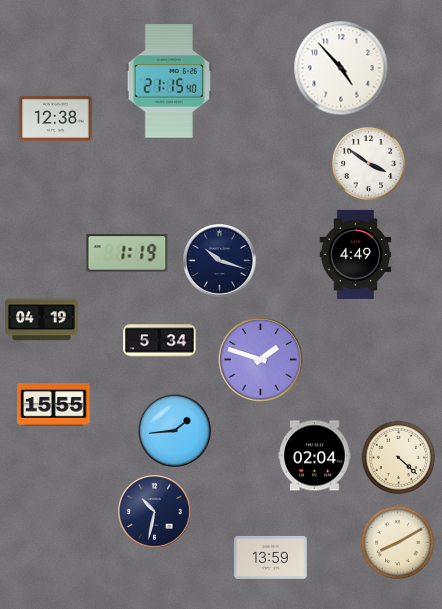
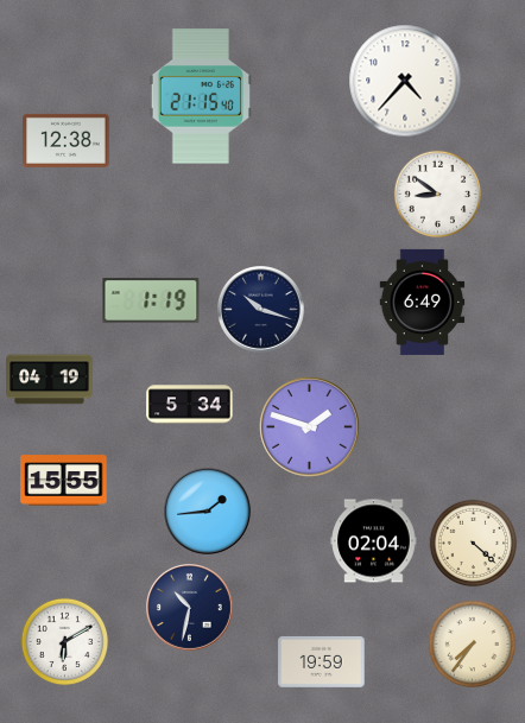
clock at (341, 68): 4:53 -> 4:37
clock at (369, 164): 3:51 -> 8:51
clock at (356, 254): 4:49 -> 6:49
clock at (155, 512) position: (155, 512) -> (190, 608)
clock at (65, 642): none -> 6:10
clock at (398, 543): 8:10 -> 7:36
clock at (271, 557): 13:59 -> 19:59
